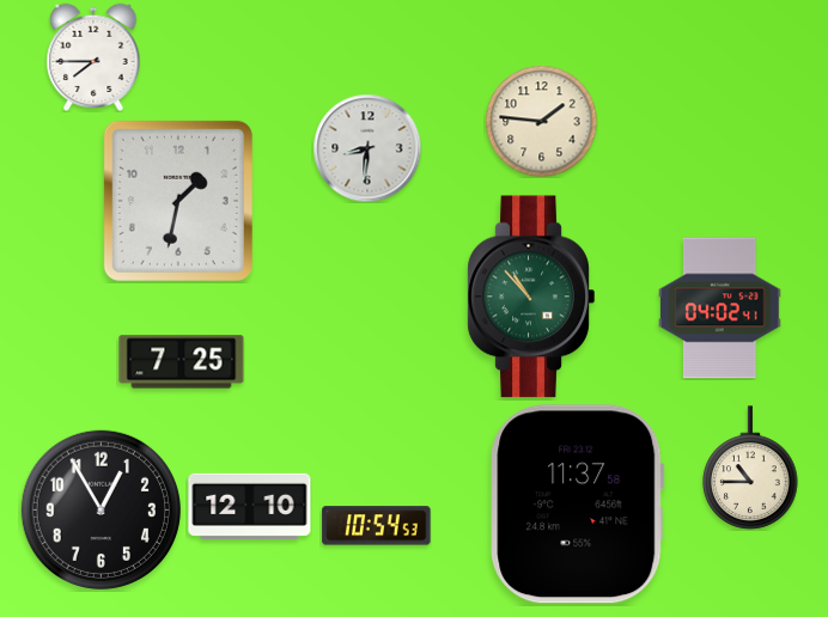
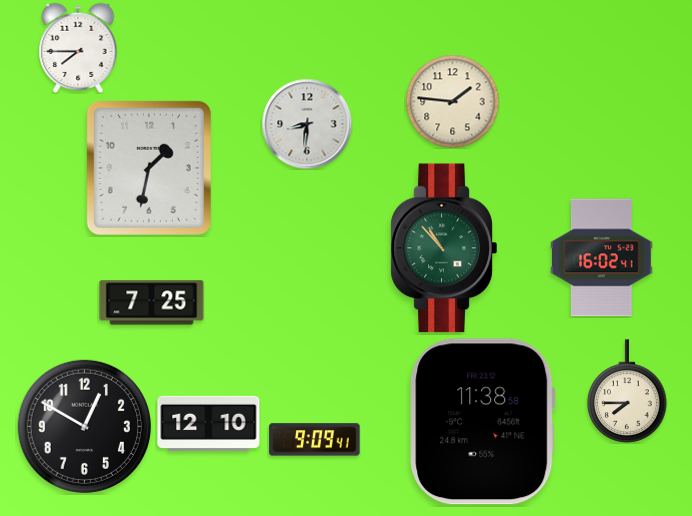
clock at (720, 308): 04:02 -> 16:02
clock at (750, 468): 10:45 -> 7:45
clock at (578, 505): 11:37 -> 11:38
clock at (101, 509): 12:55 -> 12:50
clock at (377, 526): 10:54 -> 9:09
